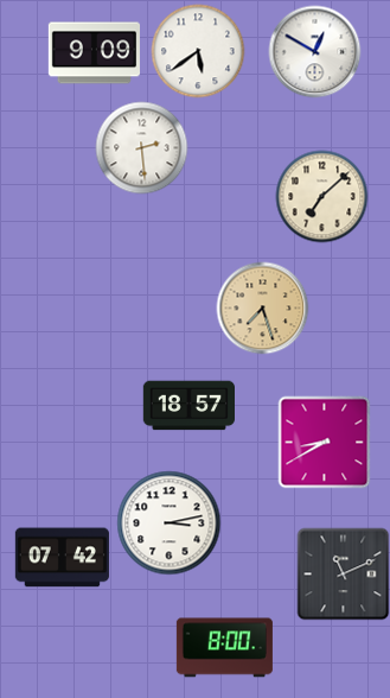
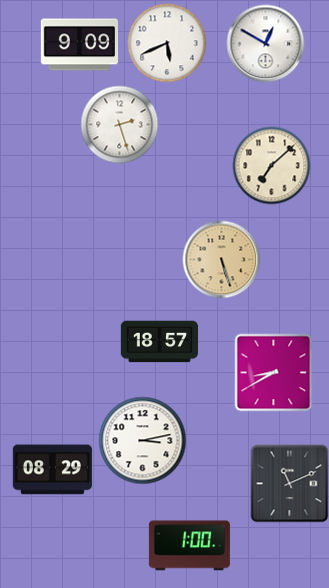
clock at (198, 51): 5:39 -> 5:41
clock at (141, 147): 2:29 -> 2:27
clock at (262, 307): 7:27 -> 5:27
clock at (62, 558): 07:42 -> 08:29
clock at (224, 648): 8:00 -> 1:00
